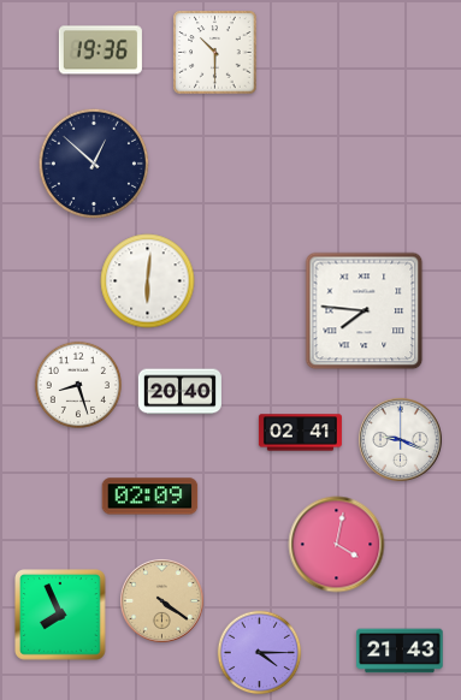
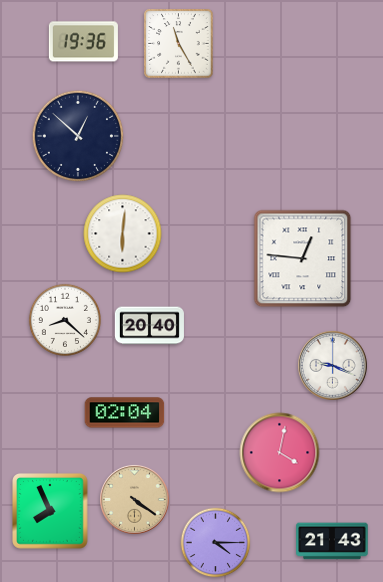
clock at (215, 53): 10:30 -> 11:25
clock at (365, 312): 7:46 -> 12:46
clock at (78, 385): 8:27 -> 8:22
clock at (300, 433): 02:41 -> none
clock at (150, 497): 02:09 -> 02:04
